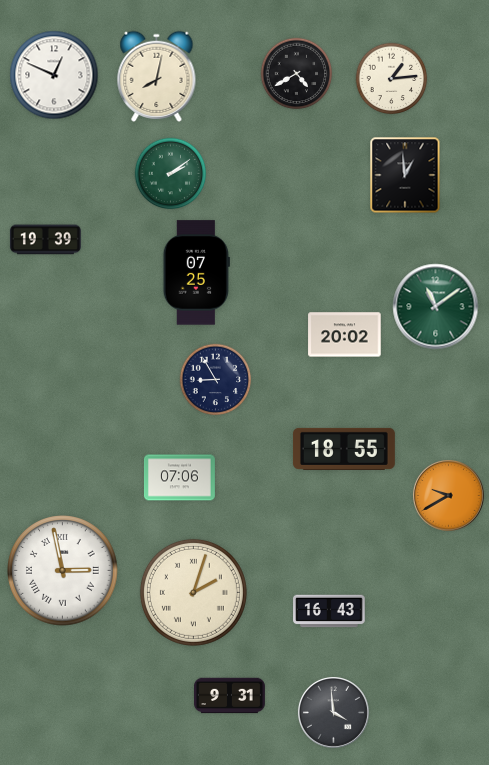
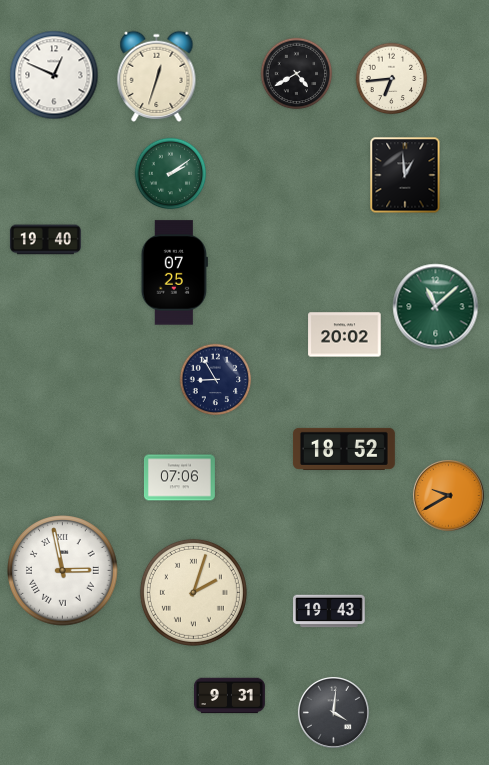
clock at (157, 76): 8:02 -> 12:33
clock at (392, 79): 1:14 -> 6:44
clock at (45, 240): 19:39 -> 19:40
clock at (196, 273) position: (196, 273) -> (174, 273)
clock at (436, 307): 11:09 -> 11:08
clock at (344, 449): 18:55 -> 18:52
clock at (329, 611): 16:43 -> 19:43
clock at (333, 712): 3:59 -> 4:01
